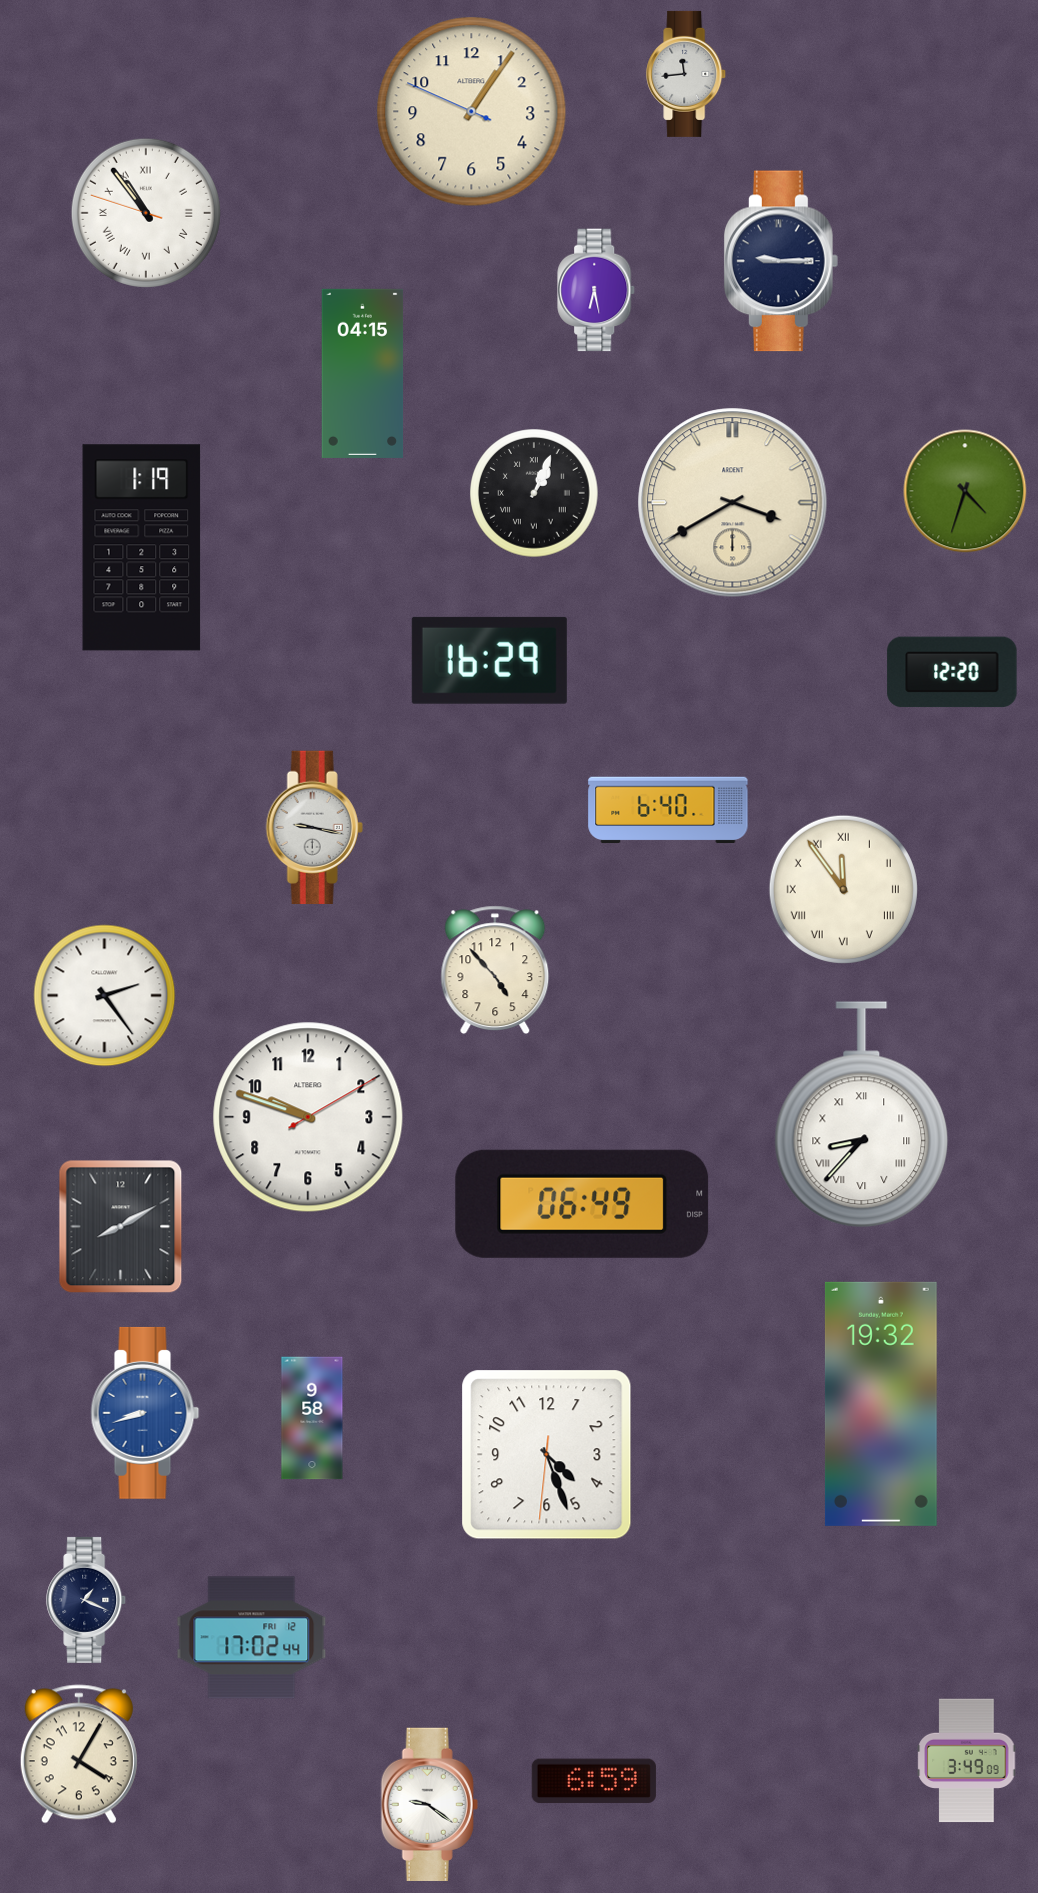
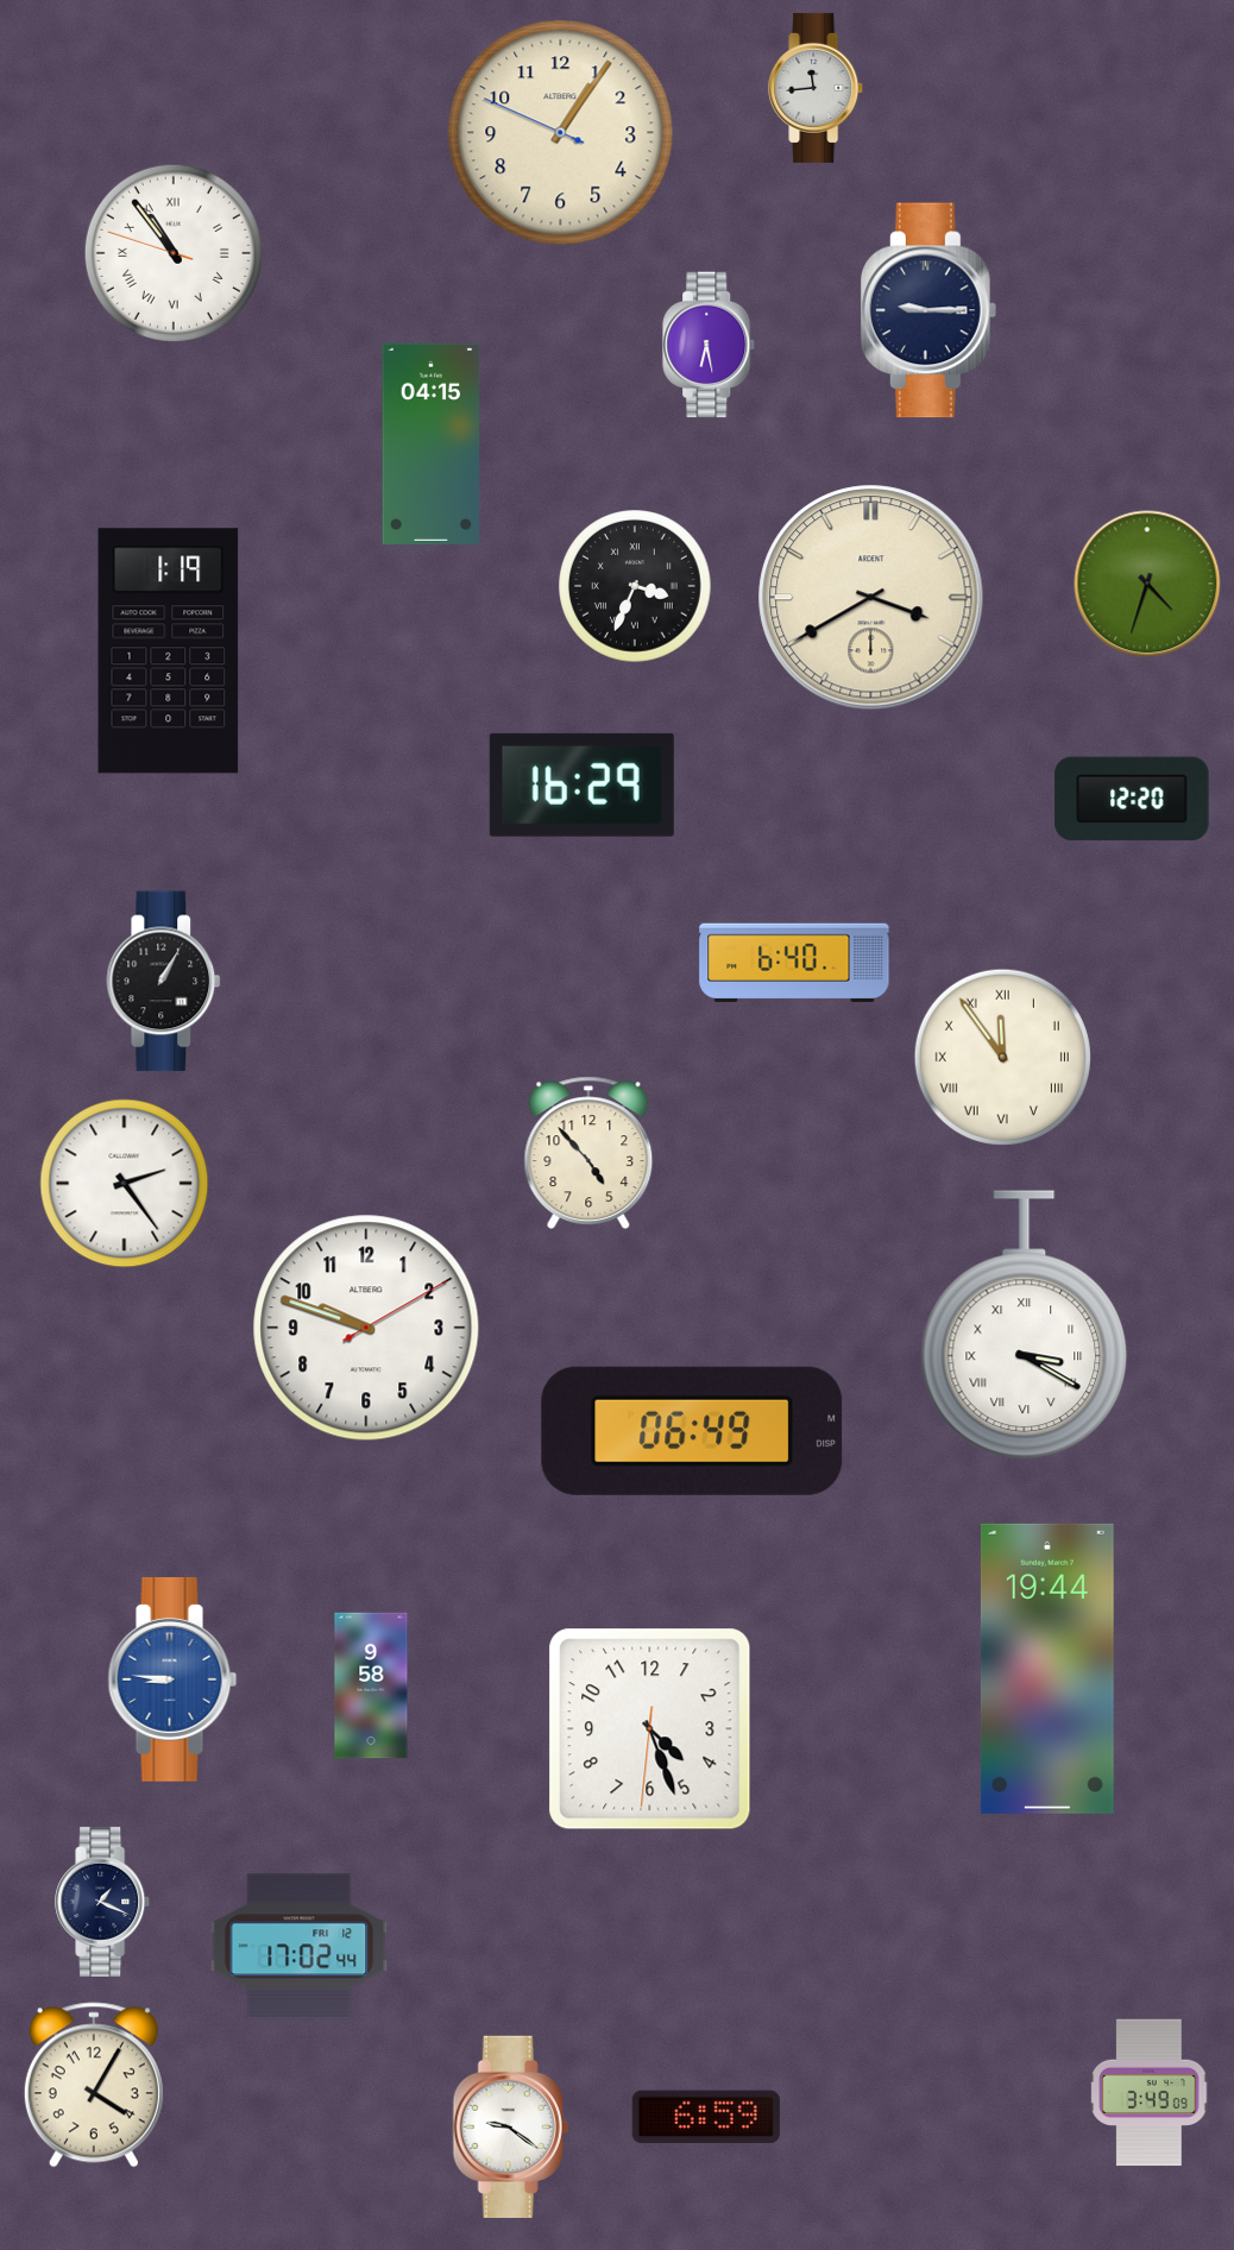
clock at (534, 493): 1:04 -> 3:34
clock at (164, 982): none -> 1:05
clock at (314, 827): 9:17 -> none
clock at (862, 1115): 8:37 -> 3:20
clock at (121, 1227): 8:10 -> none
clock at (881, 1404): 19:32 -> 19:44
clock at (145, 1413): 8:42 -> 8:46
clock at (429, 1804) position: (429, 1804) -> (510, 2126)
